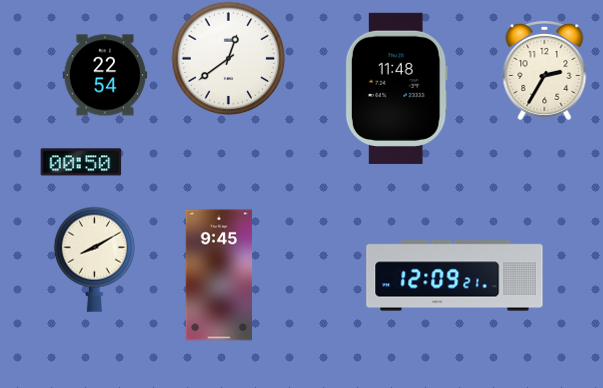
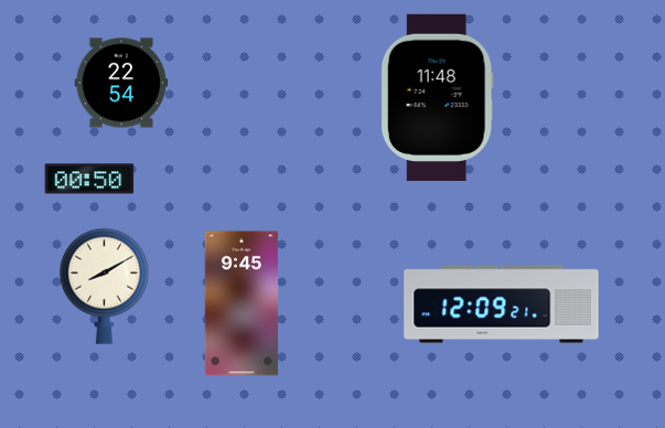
clock at (228, 58): 12:39 -> none
clock at (545, 70): 2:35 -> none
clock at (105, 75) position: (105, 75) -> (121, 83)
